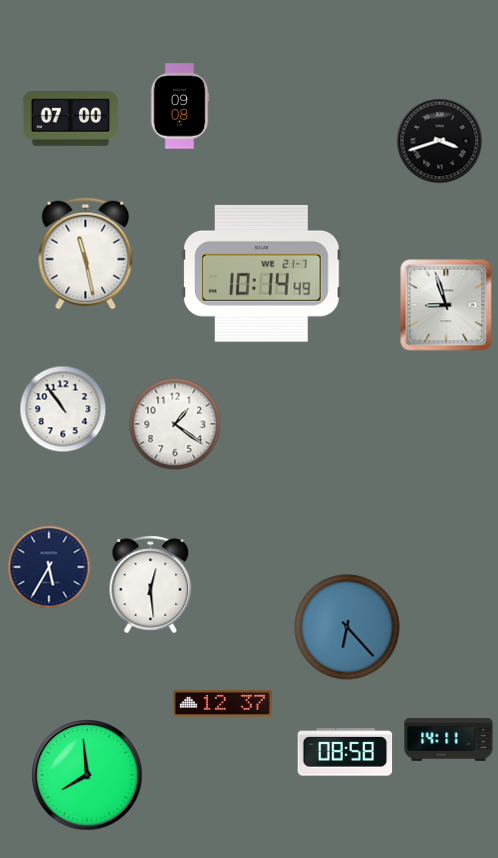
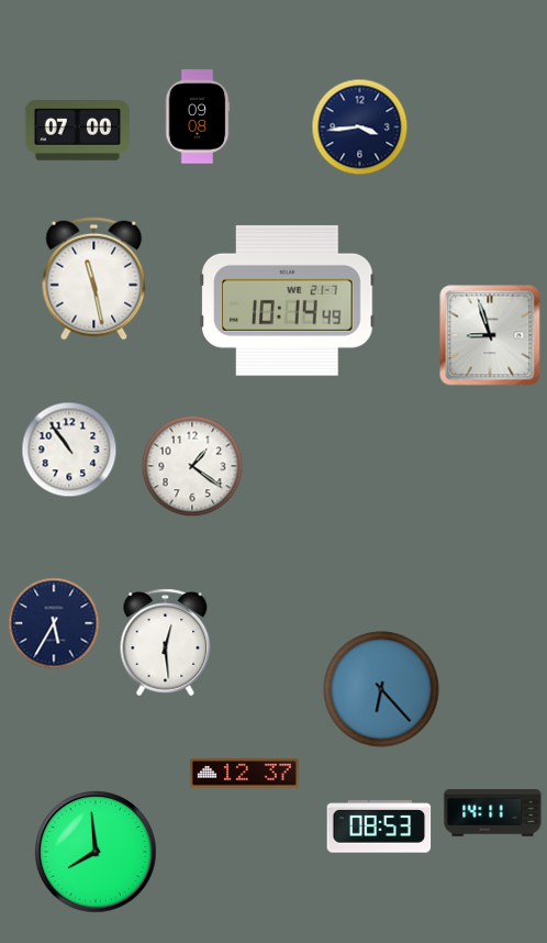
clock at (360, 127): none -> 3:44
clock at (440, 141): 3:42 -> none
clock at (345, 752): 08:58 -> 08:53
